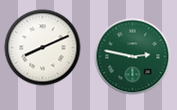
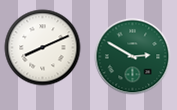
clock at (133, 57): 2:47 -> 2:50
